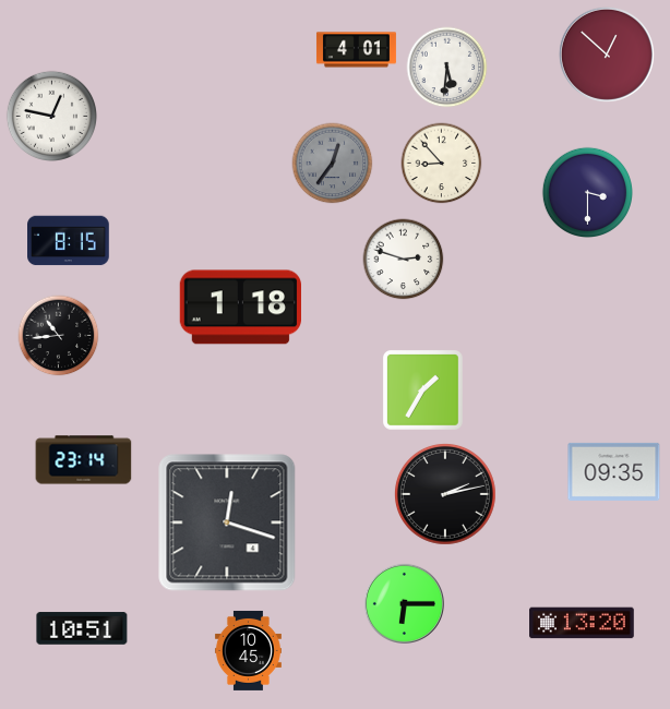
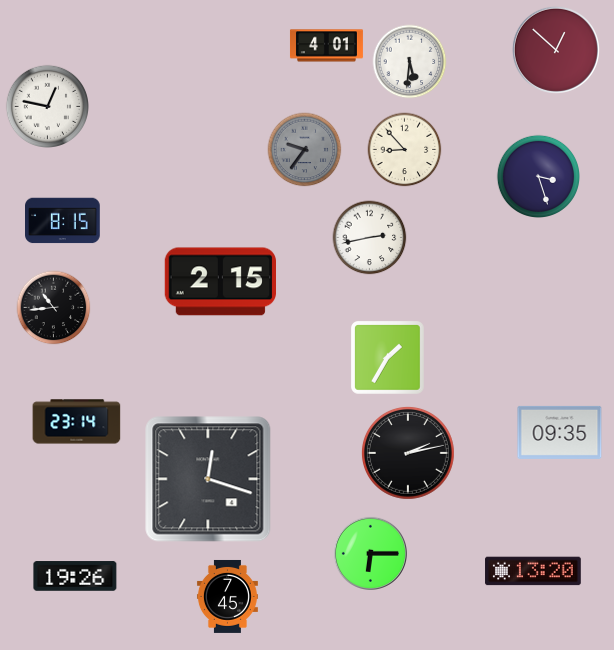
clock at (333, 164): 12:36 -> 9:36
clock at (587, 192): 3:30 -> 3:27
clock at (404, 260): 2:48 -> 2:43
clock at (240, 308): 1:18 -> 2:15
clock at (614, 471) position: (614, 471) -> (560, 432)
clock at (82, 628): 10:51 -> 19:26
clock at (248, 650): 10:45 -> 7:45
